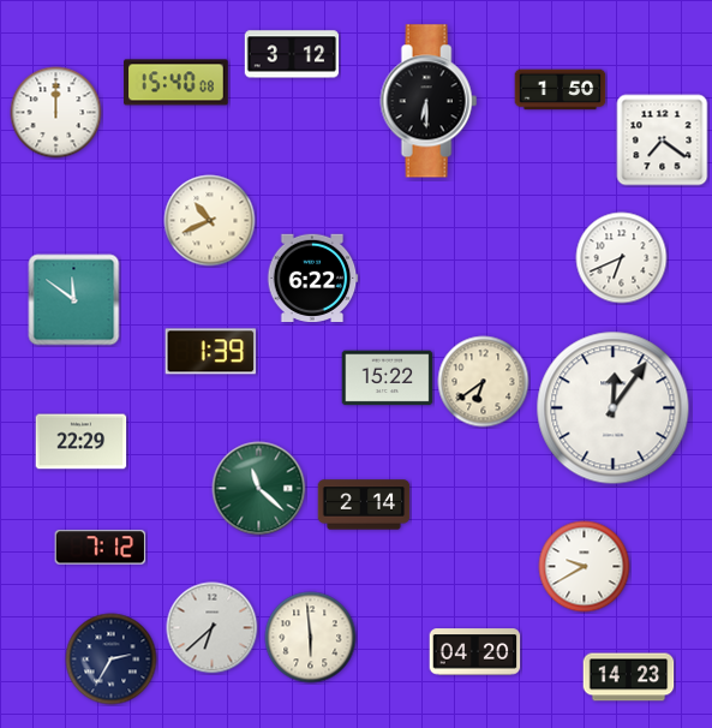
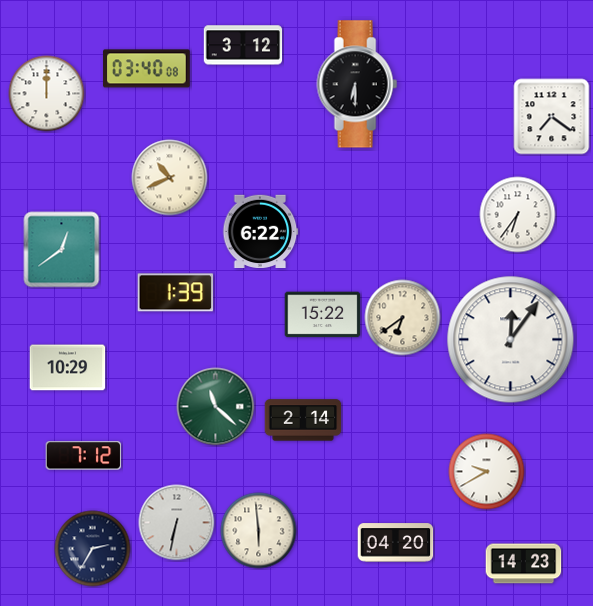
clock at (176, 83): 15:40 -> 03:40
clock at (561, 90): 1:50 -> none
clock at (210, 221) position: (210, 221) -> (170, 178)
clock at (622, 258): 6:41 -> 6:36
clock at (74, 300): 11:51 -> 12:39
clock at (82, 442): 22:29 -> 10:29
clock at (213, 628): 6:38 -> 6:32
